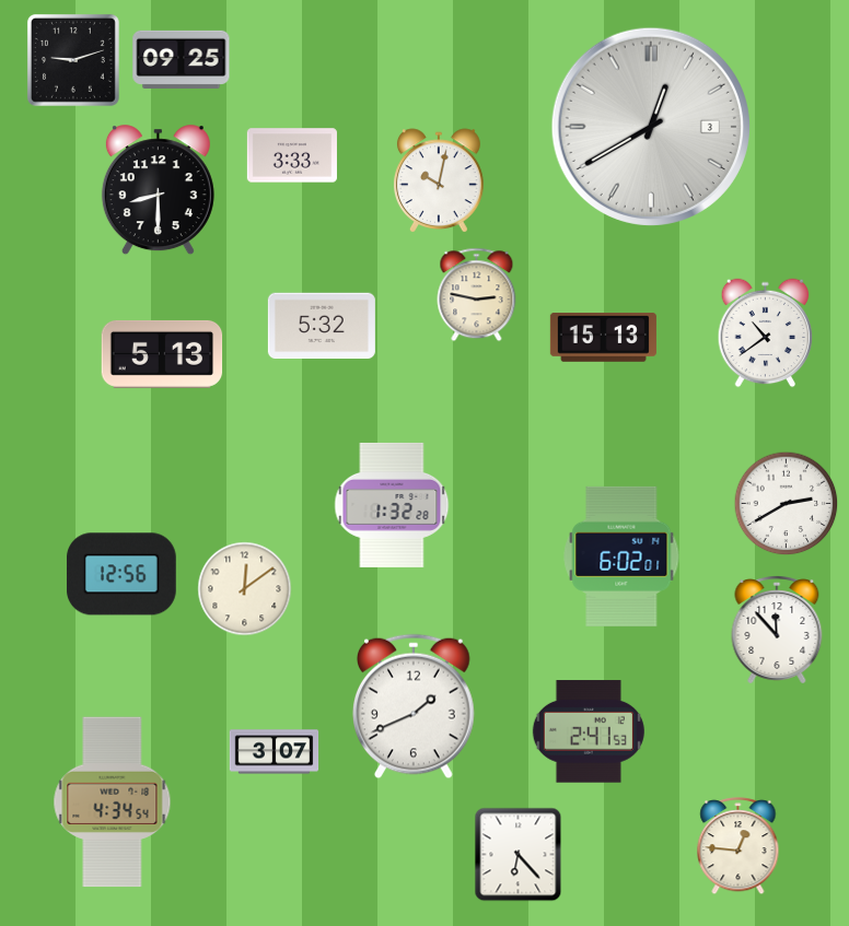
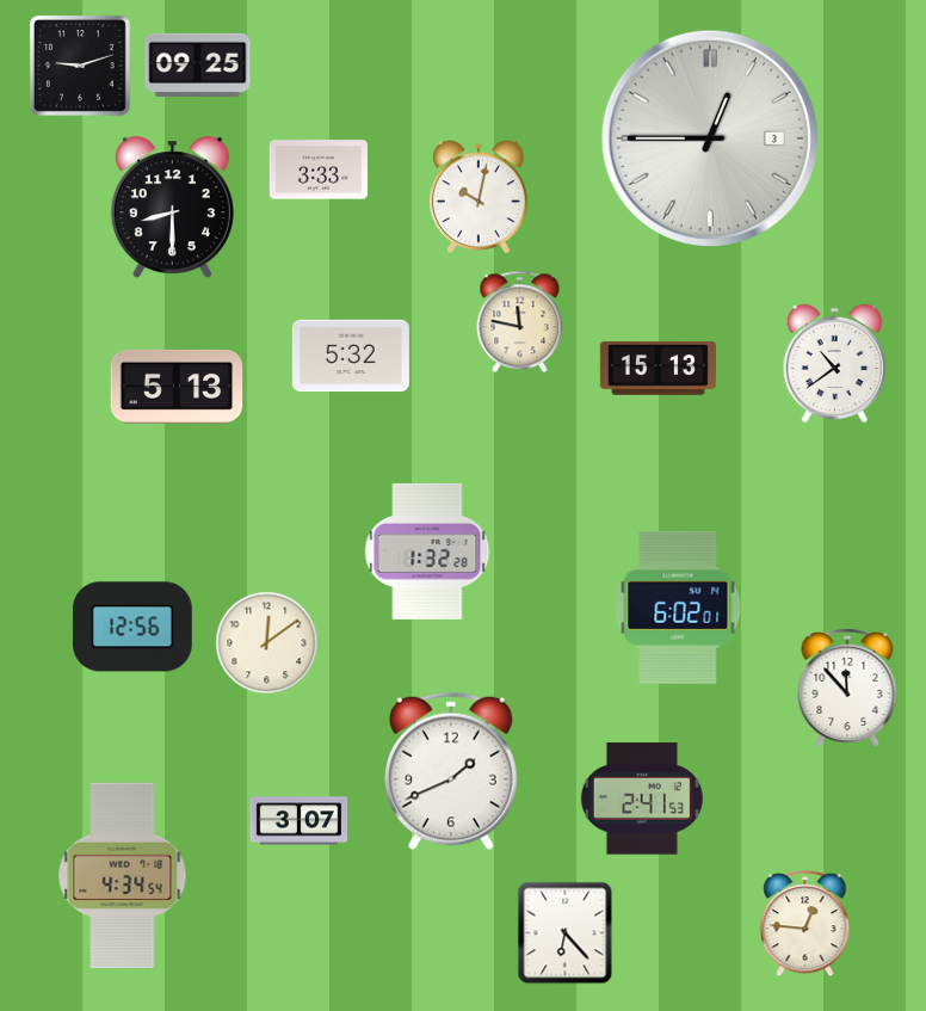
clock at (651, 127): 12:40 -> 12:45
clock at (477, 295): 2:47 -> 11:47
clock at (787, 504): 2:40 -> none
